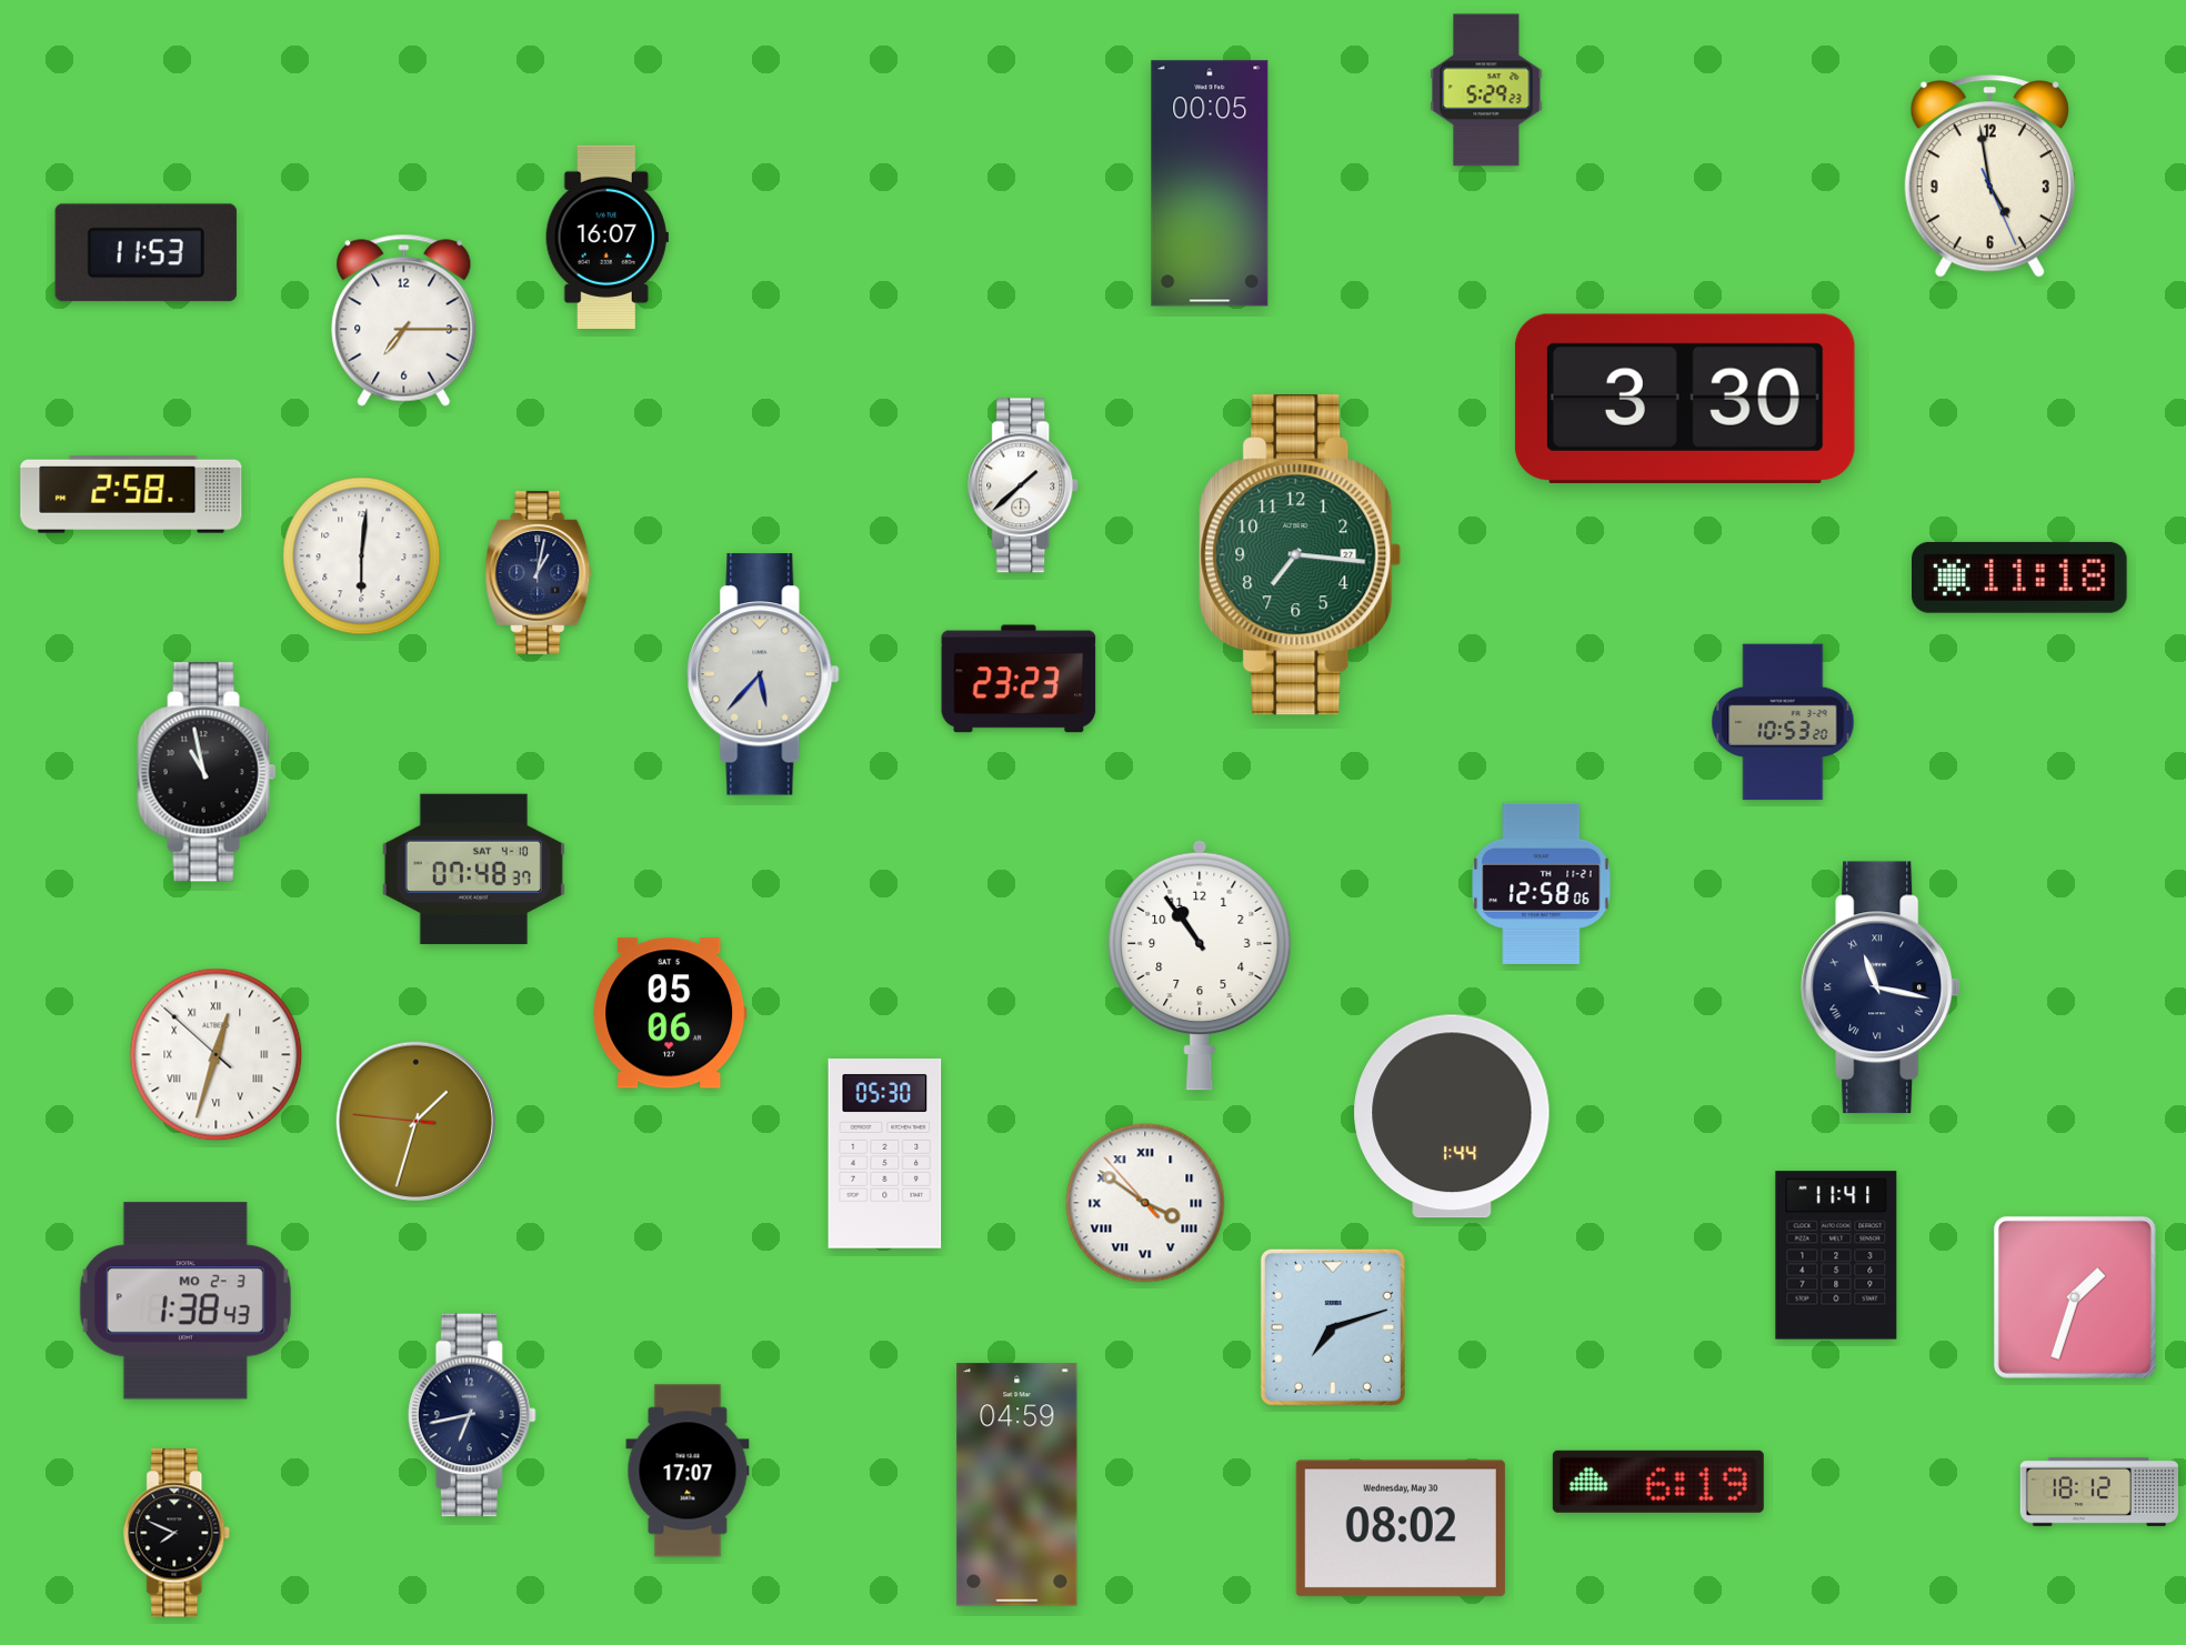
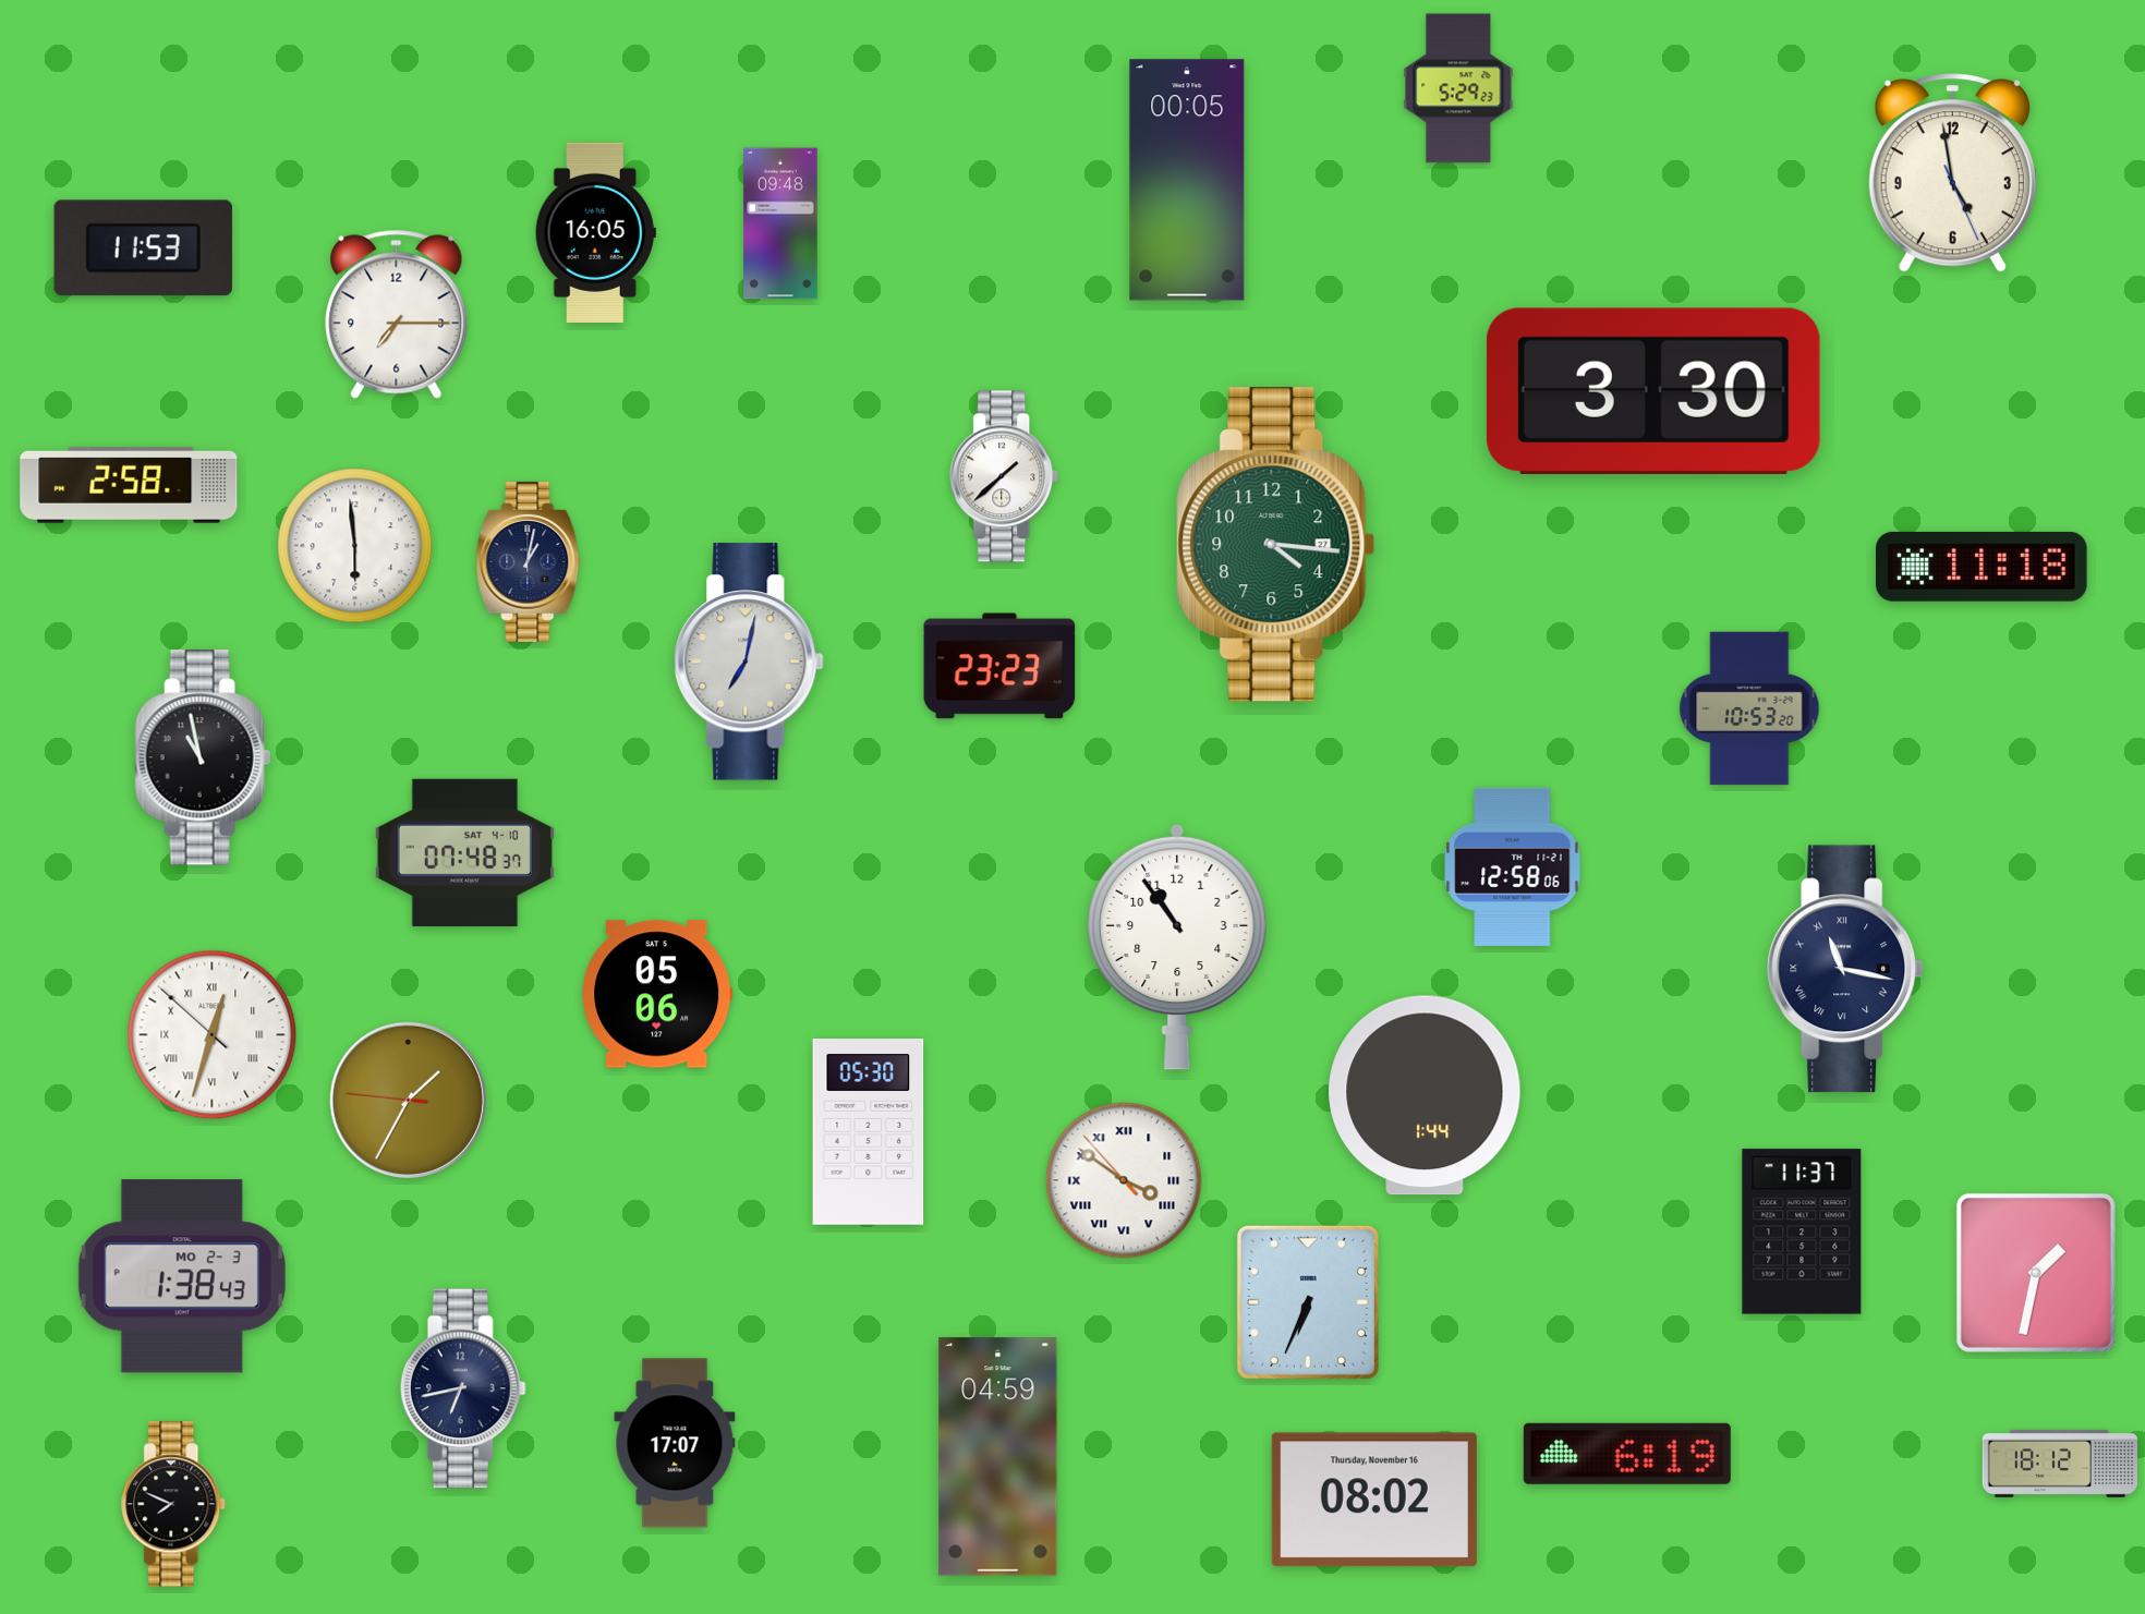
clock at (780, 223): none -> 09:48
clock at (606, 237): 16:07 -> 16:05
clock at (1301, 555): 7:16 -> 4:16
clock at (362, 556): 6:01 -> 5:59
clock at (763, 674): 5:37 -> 7:02
clock at (415, 1121): 1:32 -> 1:34
clock at (1836, 1255): 11:41 -> 11:37
clock at (2075, 1297): 1:33 -> 1:32
clock at (1333, 1327): 7:12 -> 6:34
clock at (1401, 1528) date: Wednesday, May 30 -> Thursday, November 16
